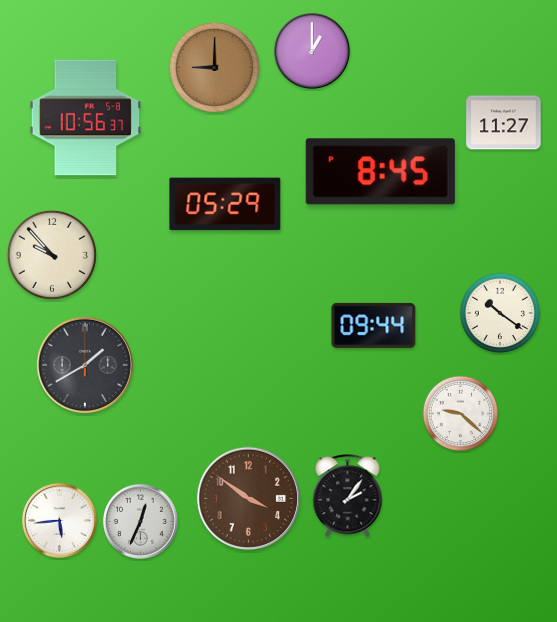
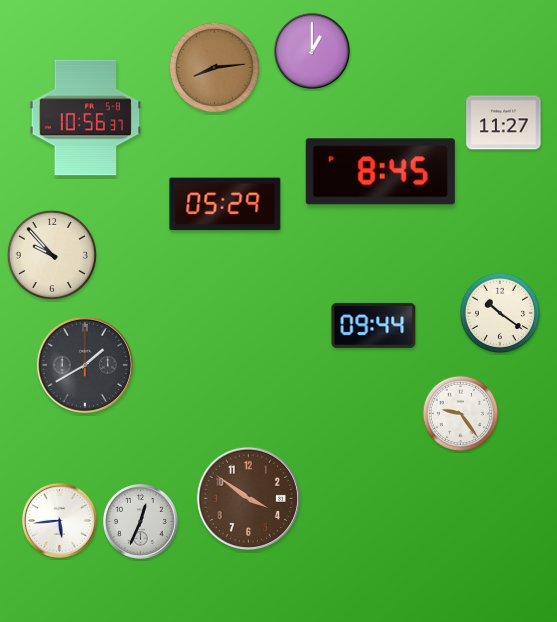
clock at (214, 67): 9:00 -> 8:14
clock at (461, 414): 9:22 -> 9:24
clock at (348, 496): 2:06 -> none
